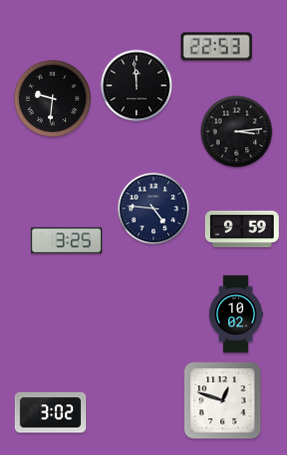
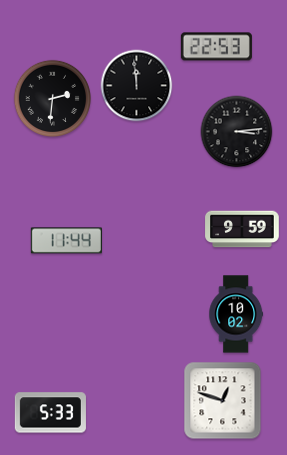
clock at (52, 98): 9:31 -> 2:31
clock at (154, 209): 4:46 -> none
clock at (66, 241): 3:25 -> 11:44
clock at (50, 413): 3:02 -> 5:33
